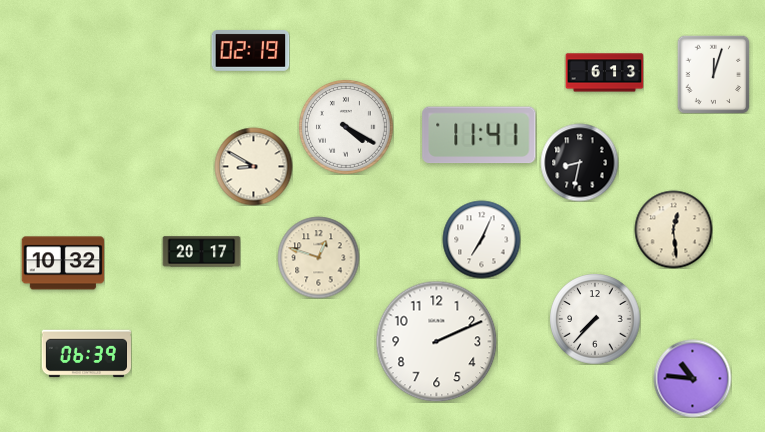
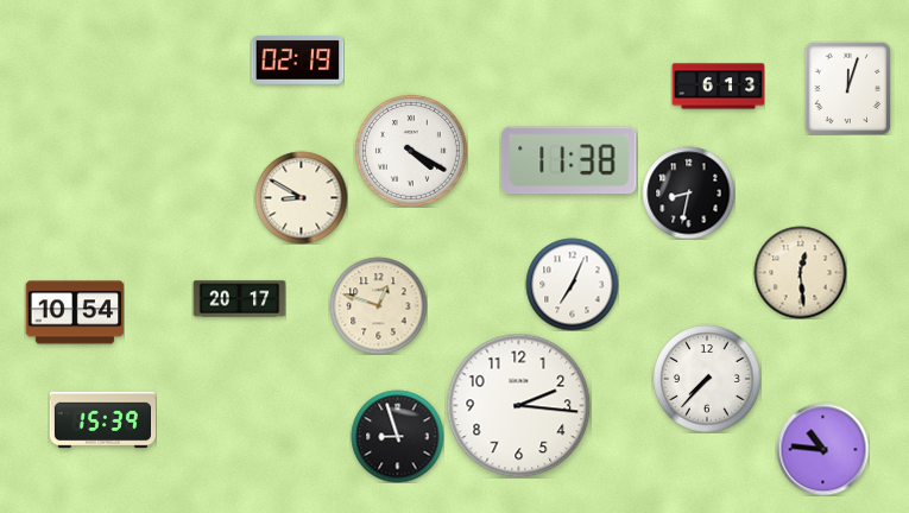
clock at (479, 135): 11:41 -> 11:38
clock at (63, 263): 10:32 -> 10:54
clock at (436, 341): 2:11 -> 2:16
clock at (86, 354): 06:39 -> 15:39
clock at (397, 436): none -> 8:57
